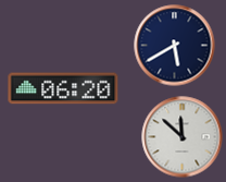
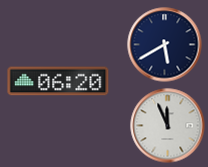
clock at (175, 46) position: (175, 46) -> (165, 45)
clock at (183, 137): 11:52 -> 11:56
